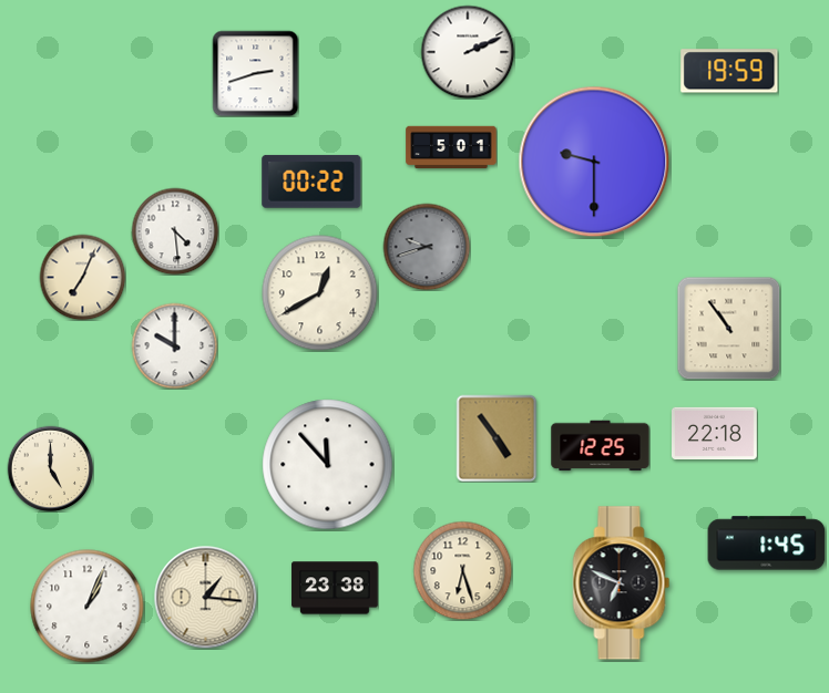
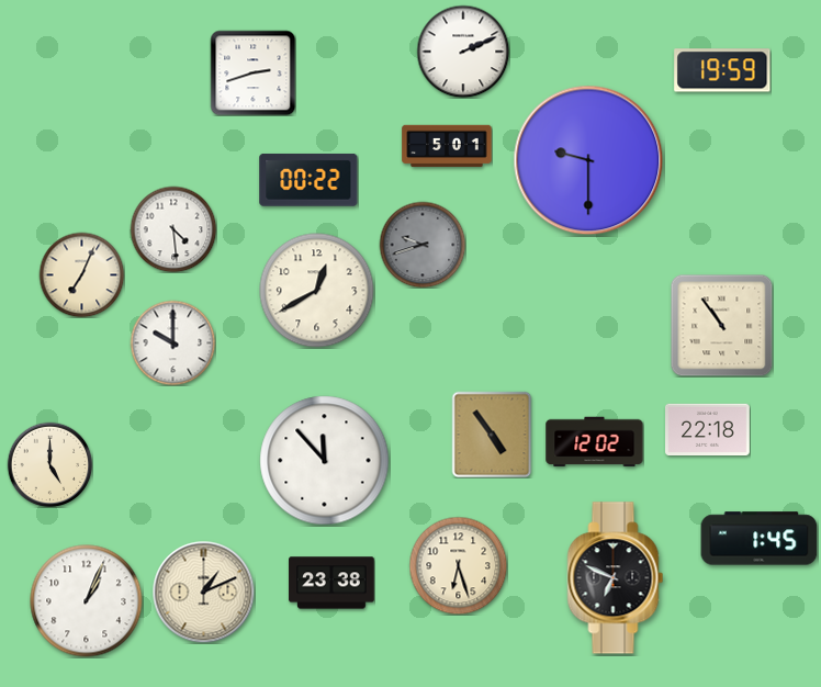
clock at (601, 446): 12:25 -> 12:02
clock at (205, 597): 1:16 -> 1:11
